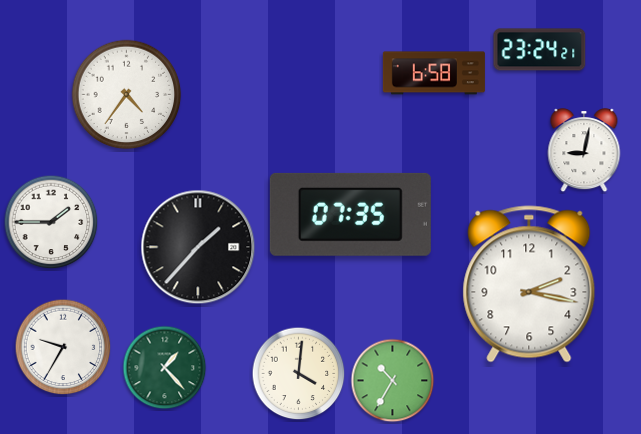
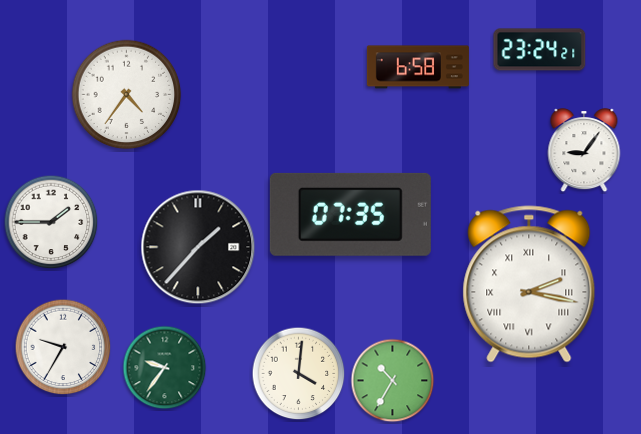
clock at (434, 73) position: (434, 73) -> (418, 67)
clock at (584, 151): 9:02 -> 9:06
clock at (529, 284) numerals: Arabic -> Roman
clock at (165, 368): 1:23 -> 9:36
